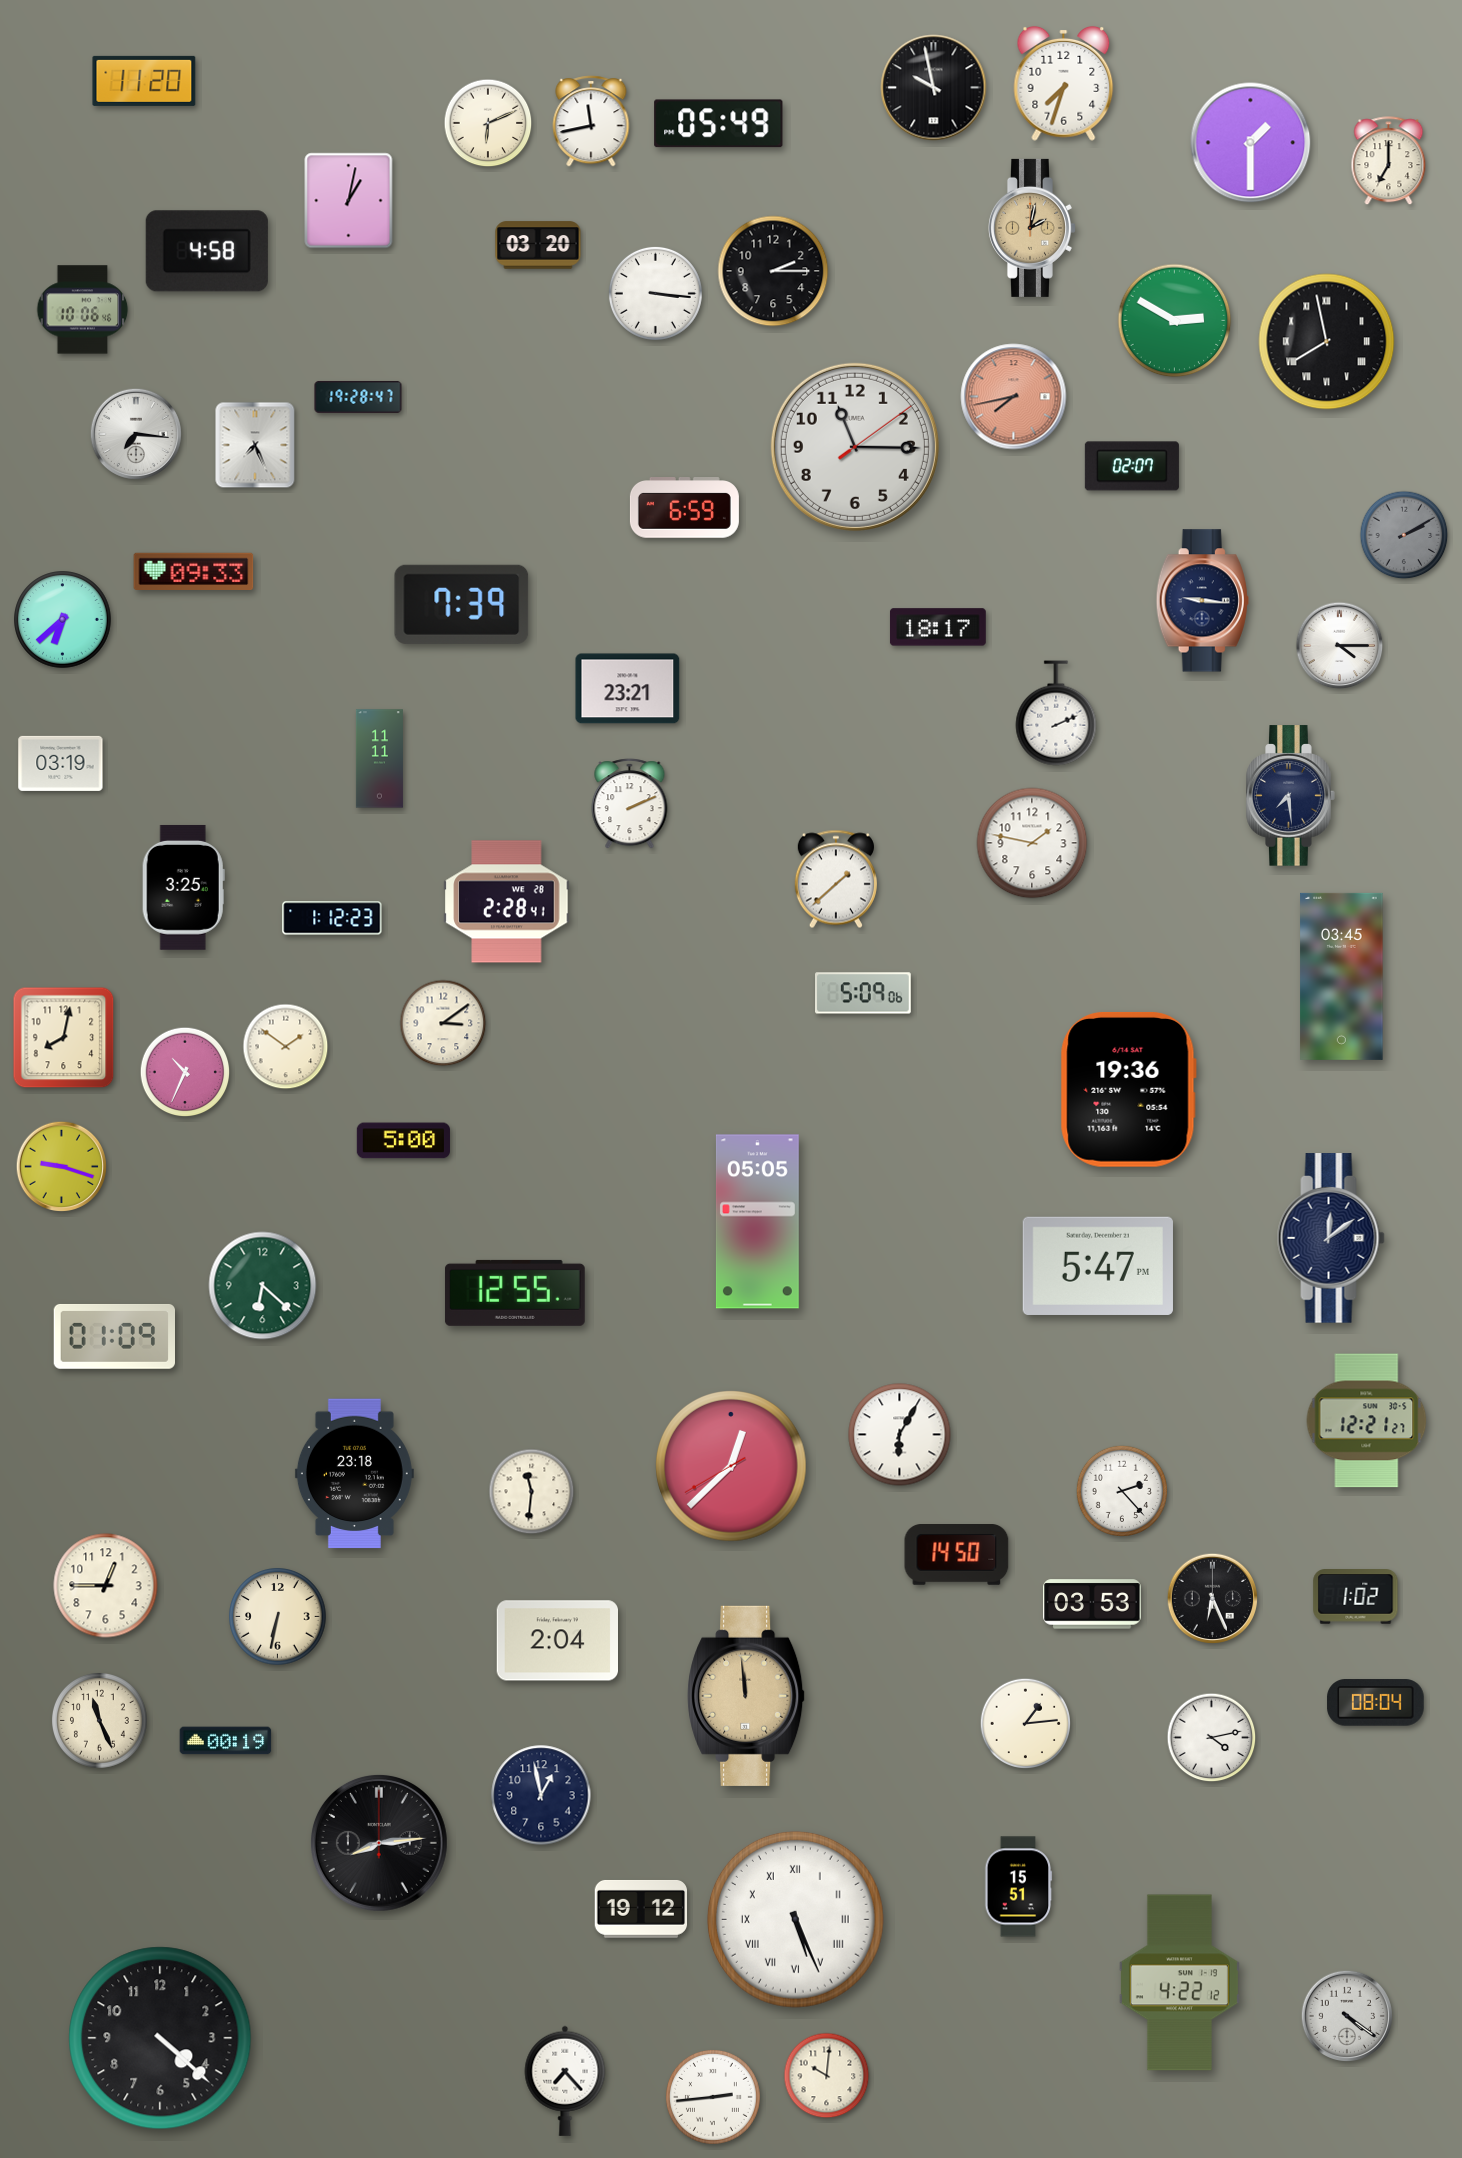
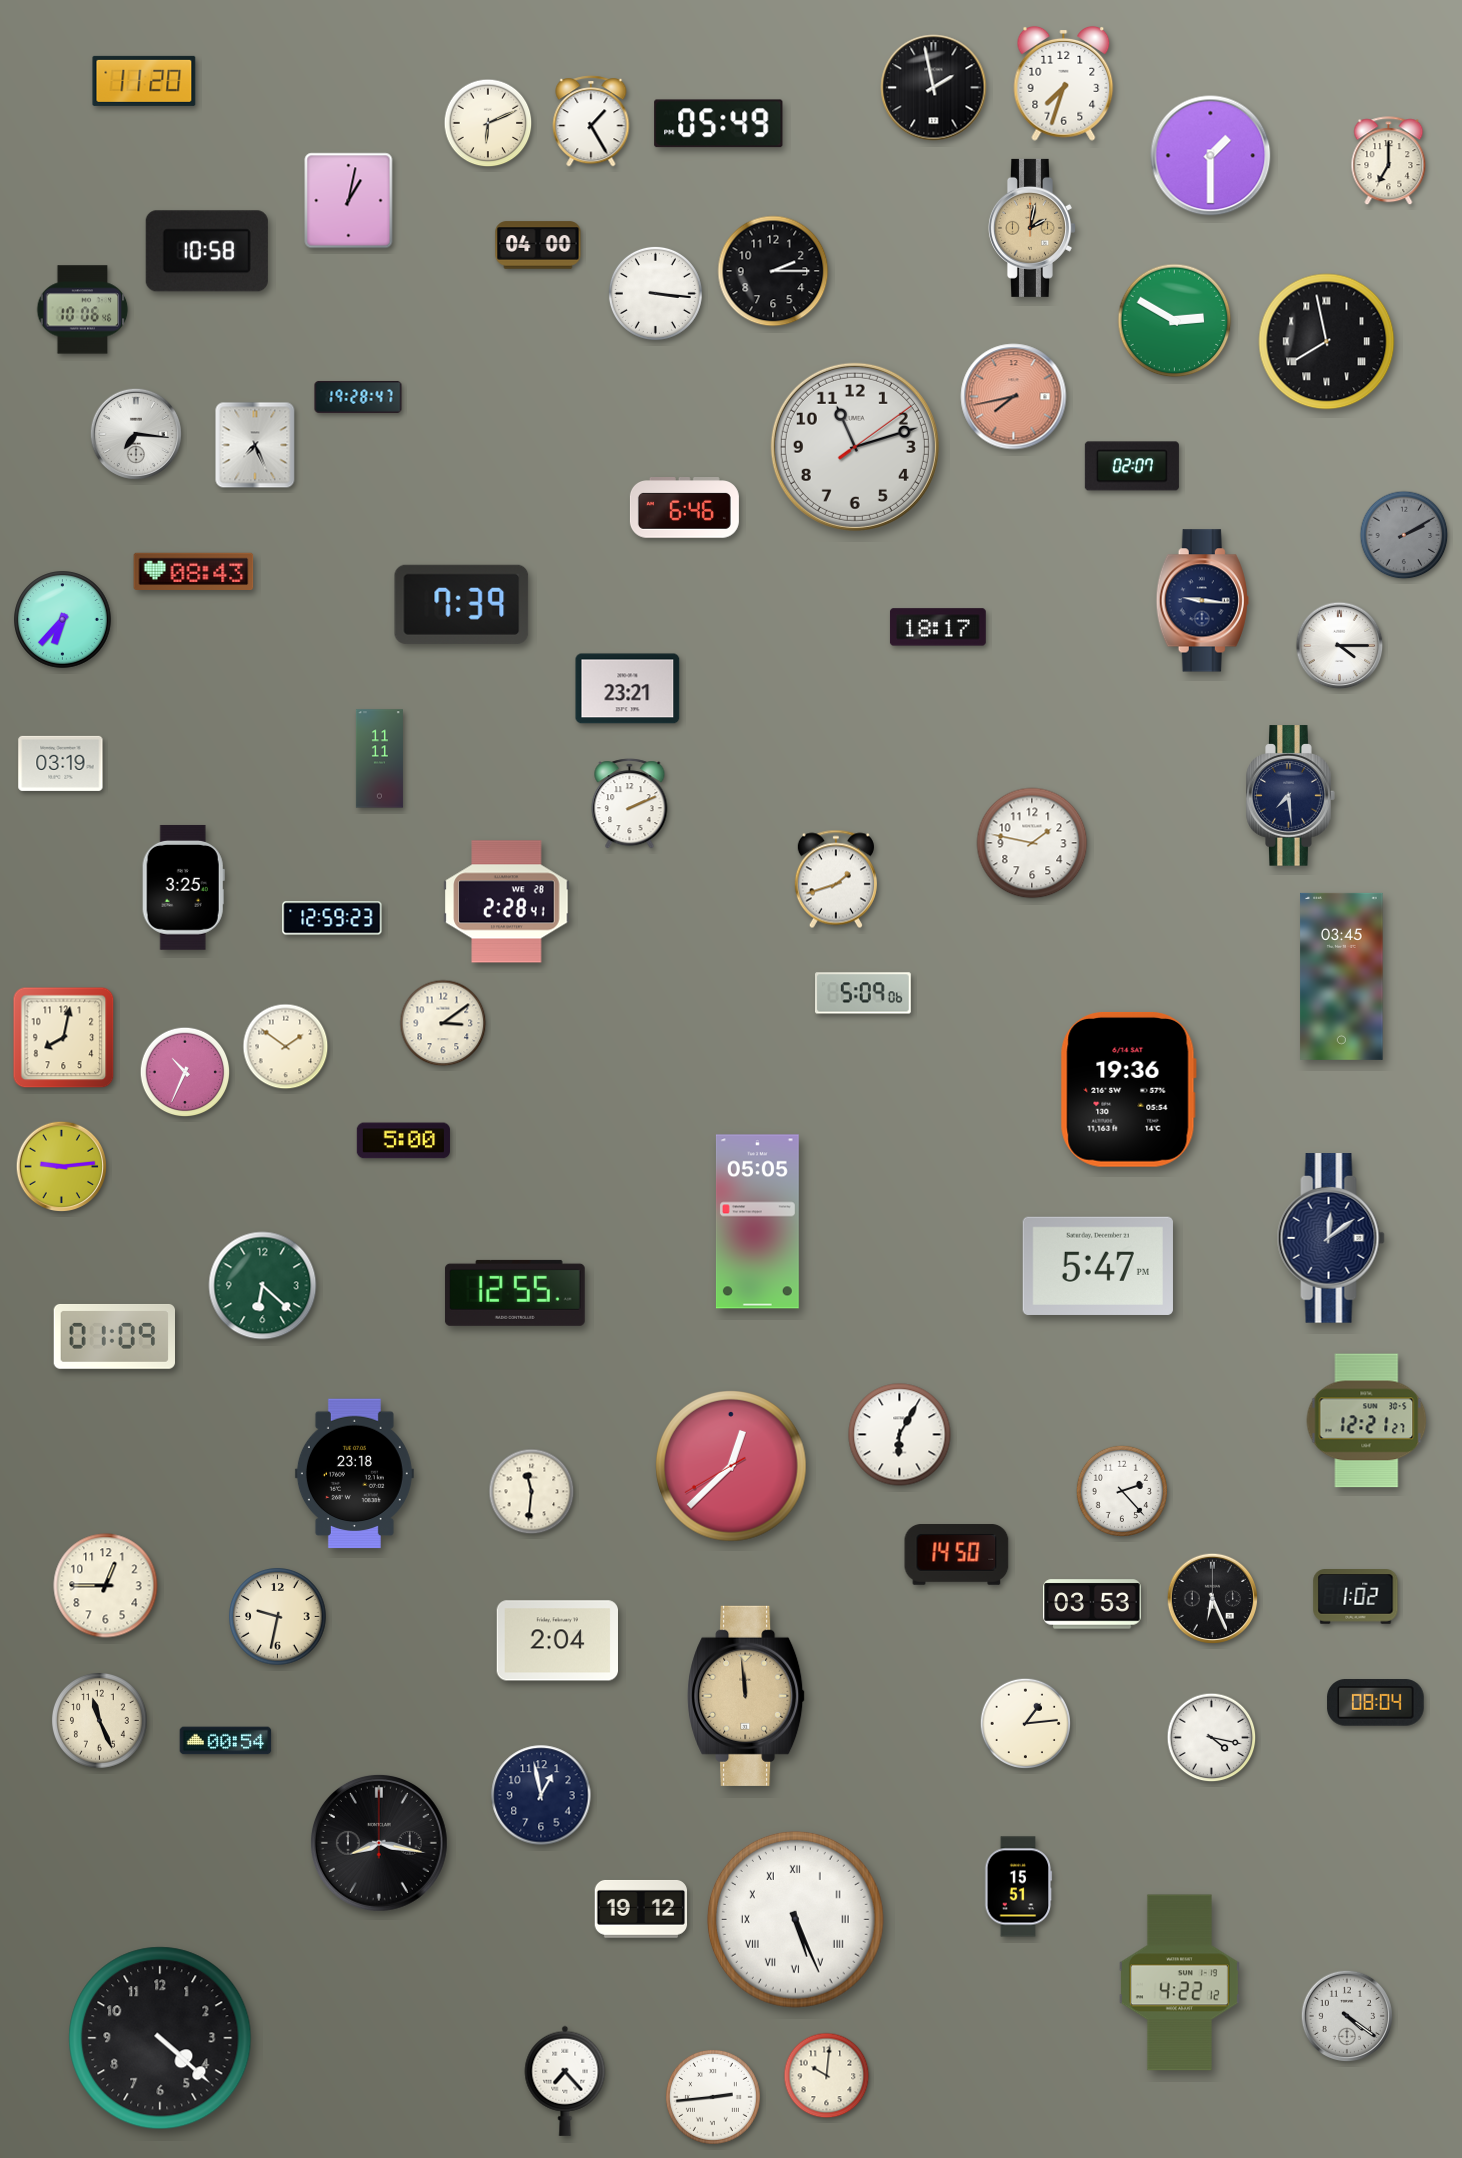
clock at (934, 88): 9:58 -> 1:58
clock at (591, 121): 11:43 -> 1:25
clock at (1251, 143) position: (1251, 143) -> (1211, 156)
clock at (538, 245): 03:20 -> 04:00
clock at (207, 251): 4:58 -> 10:58
clock at (855, 447): 11:15 -> 11:12
clock at (684, 508): 6:59 -> 6:46
clock at (194, 571): 09:33 -> 08:43
clock at (63, 620): 6:38 -> 6:37
clock at (1056, 713): 2:11 -> none
clock at (836, 879): 1:38 -> 1:42
clock at (332, 918): 1:12 -> 12:59
clock at (62, 1167): 9:18 -> 9:14
clock at (278, 1617): 6:32 -> 9:32
clock at (1212, 1738): 4:13 -> 4:17
clock at (226, 1741): 00:19 -> 00:54
clock at (379, 1843): 8:14 -> 8:17
